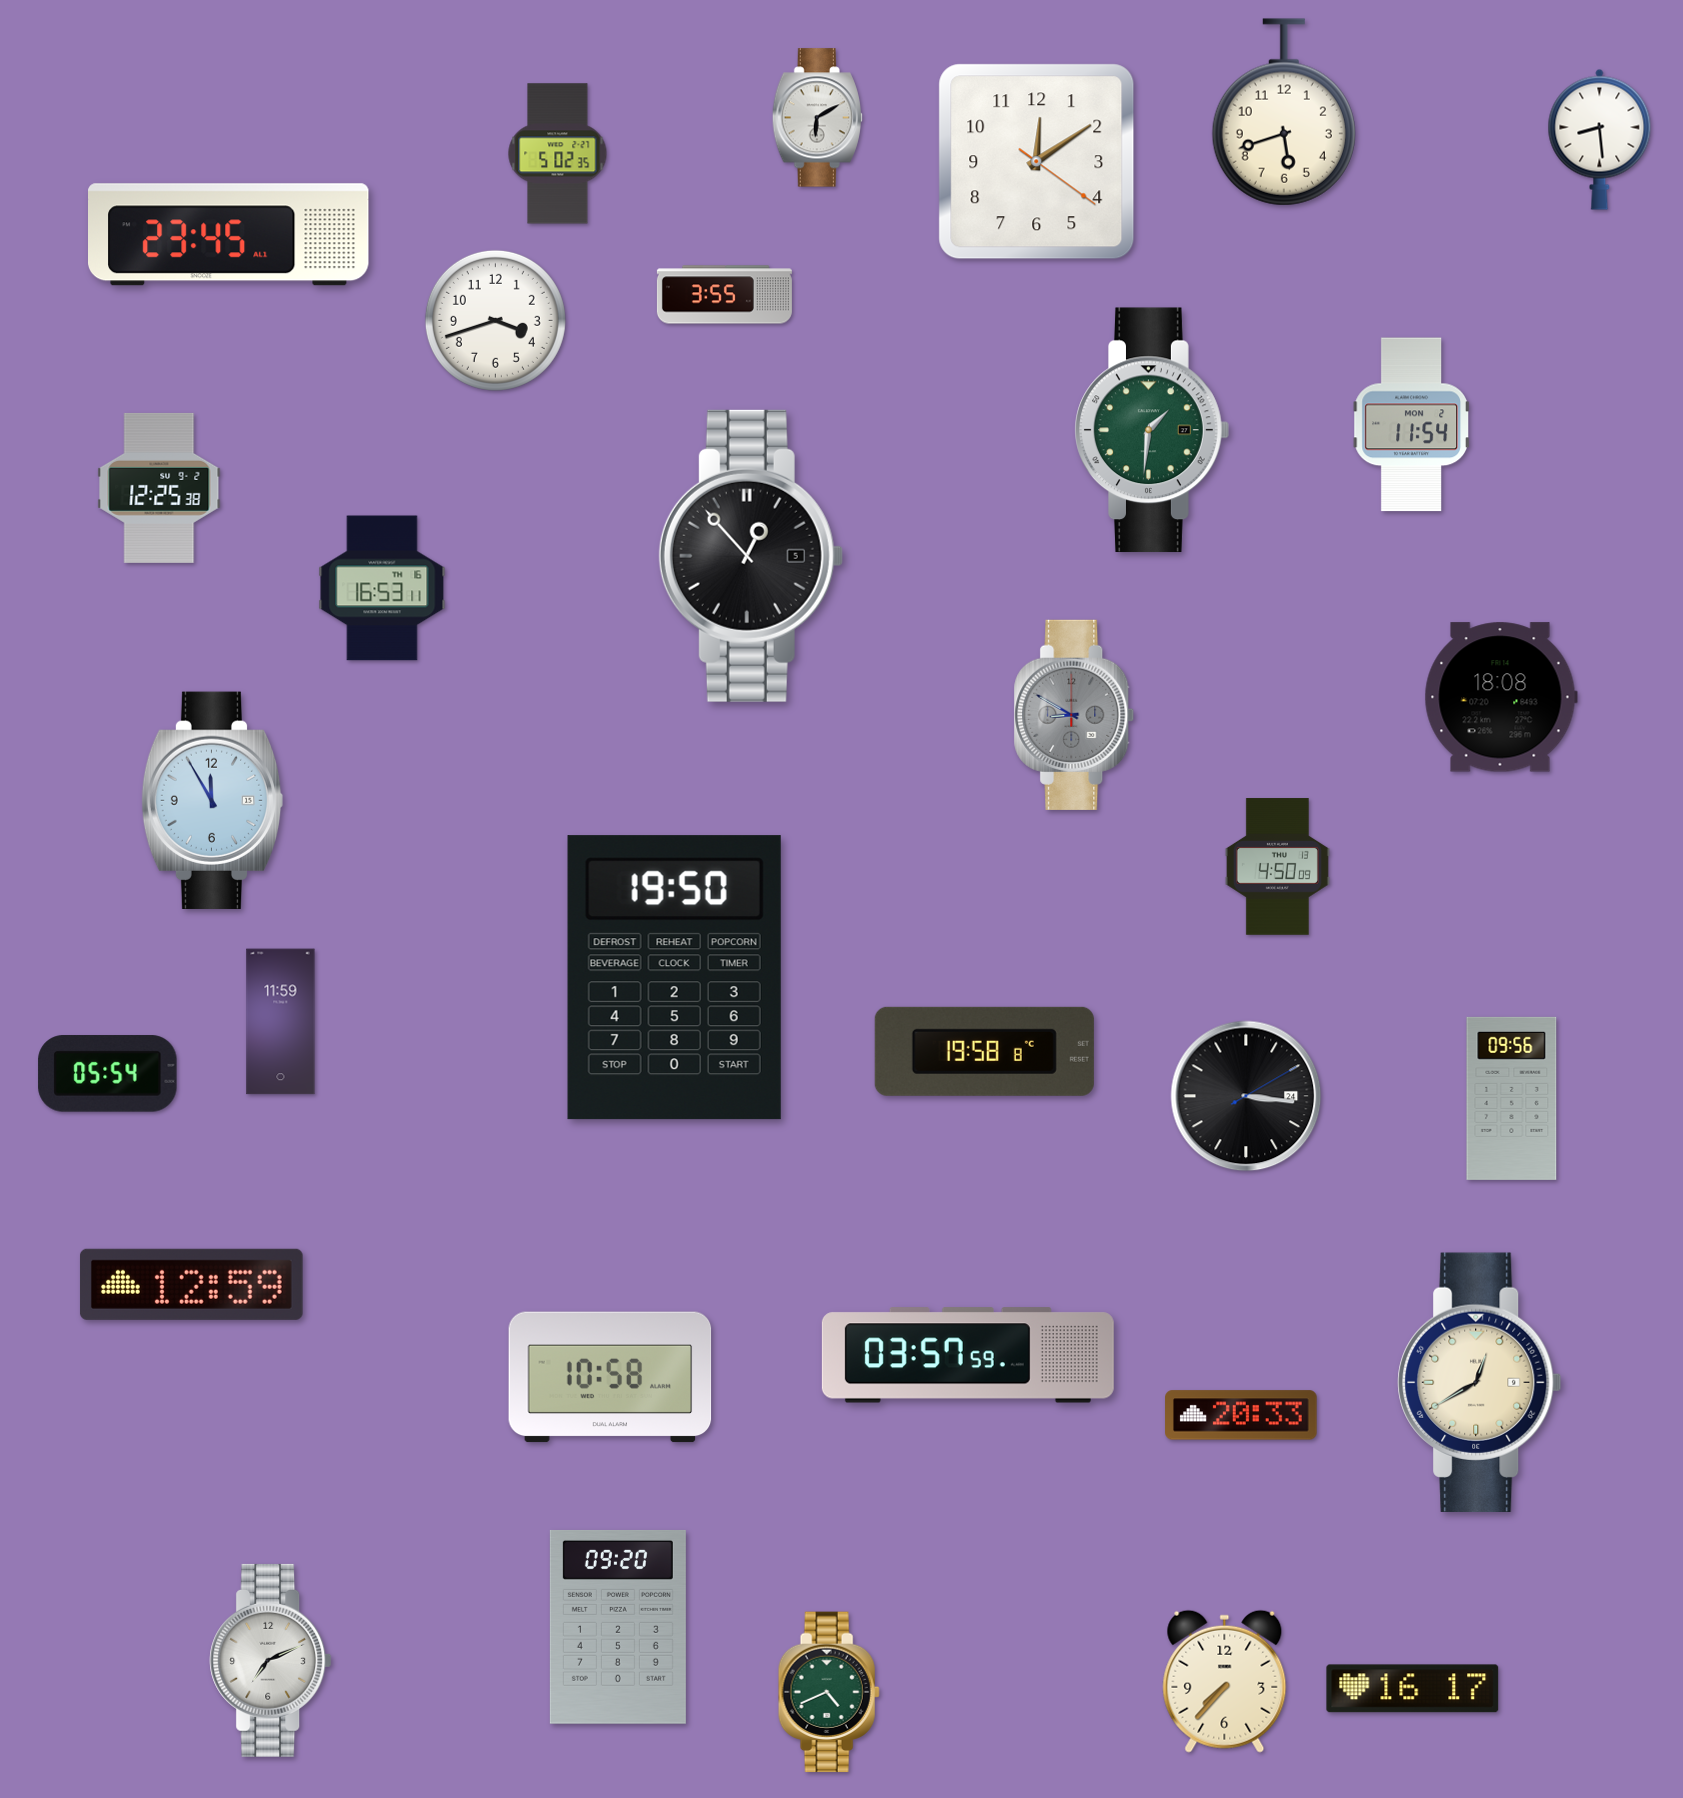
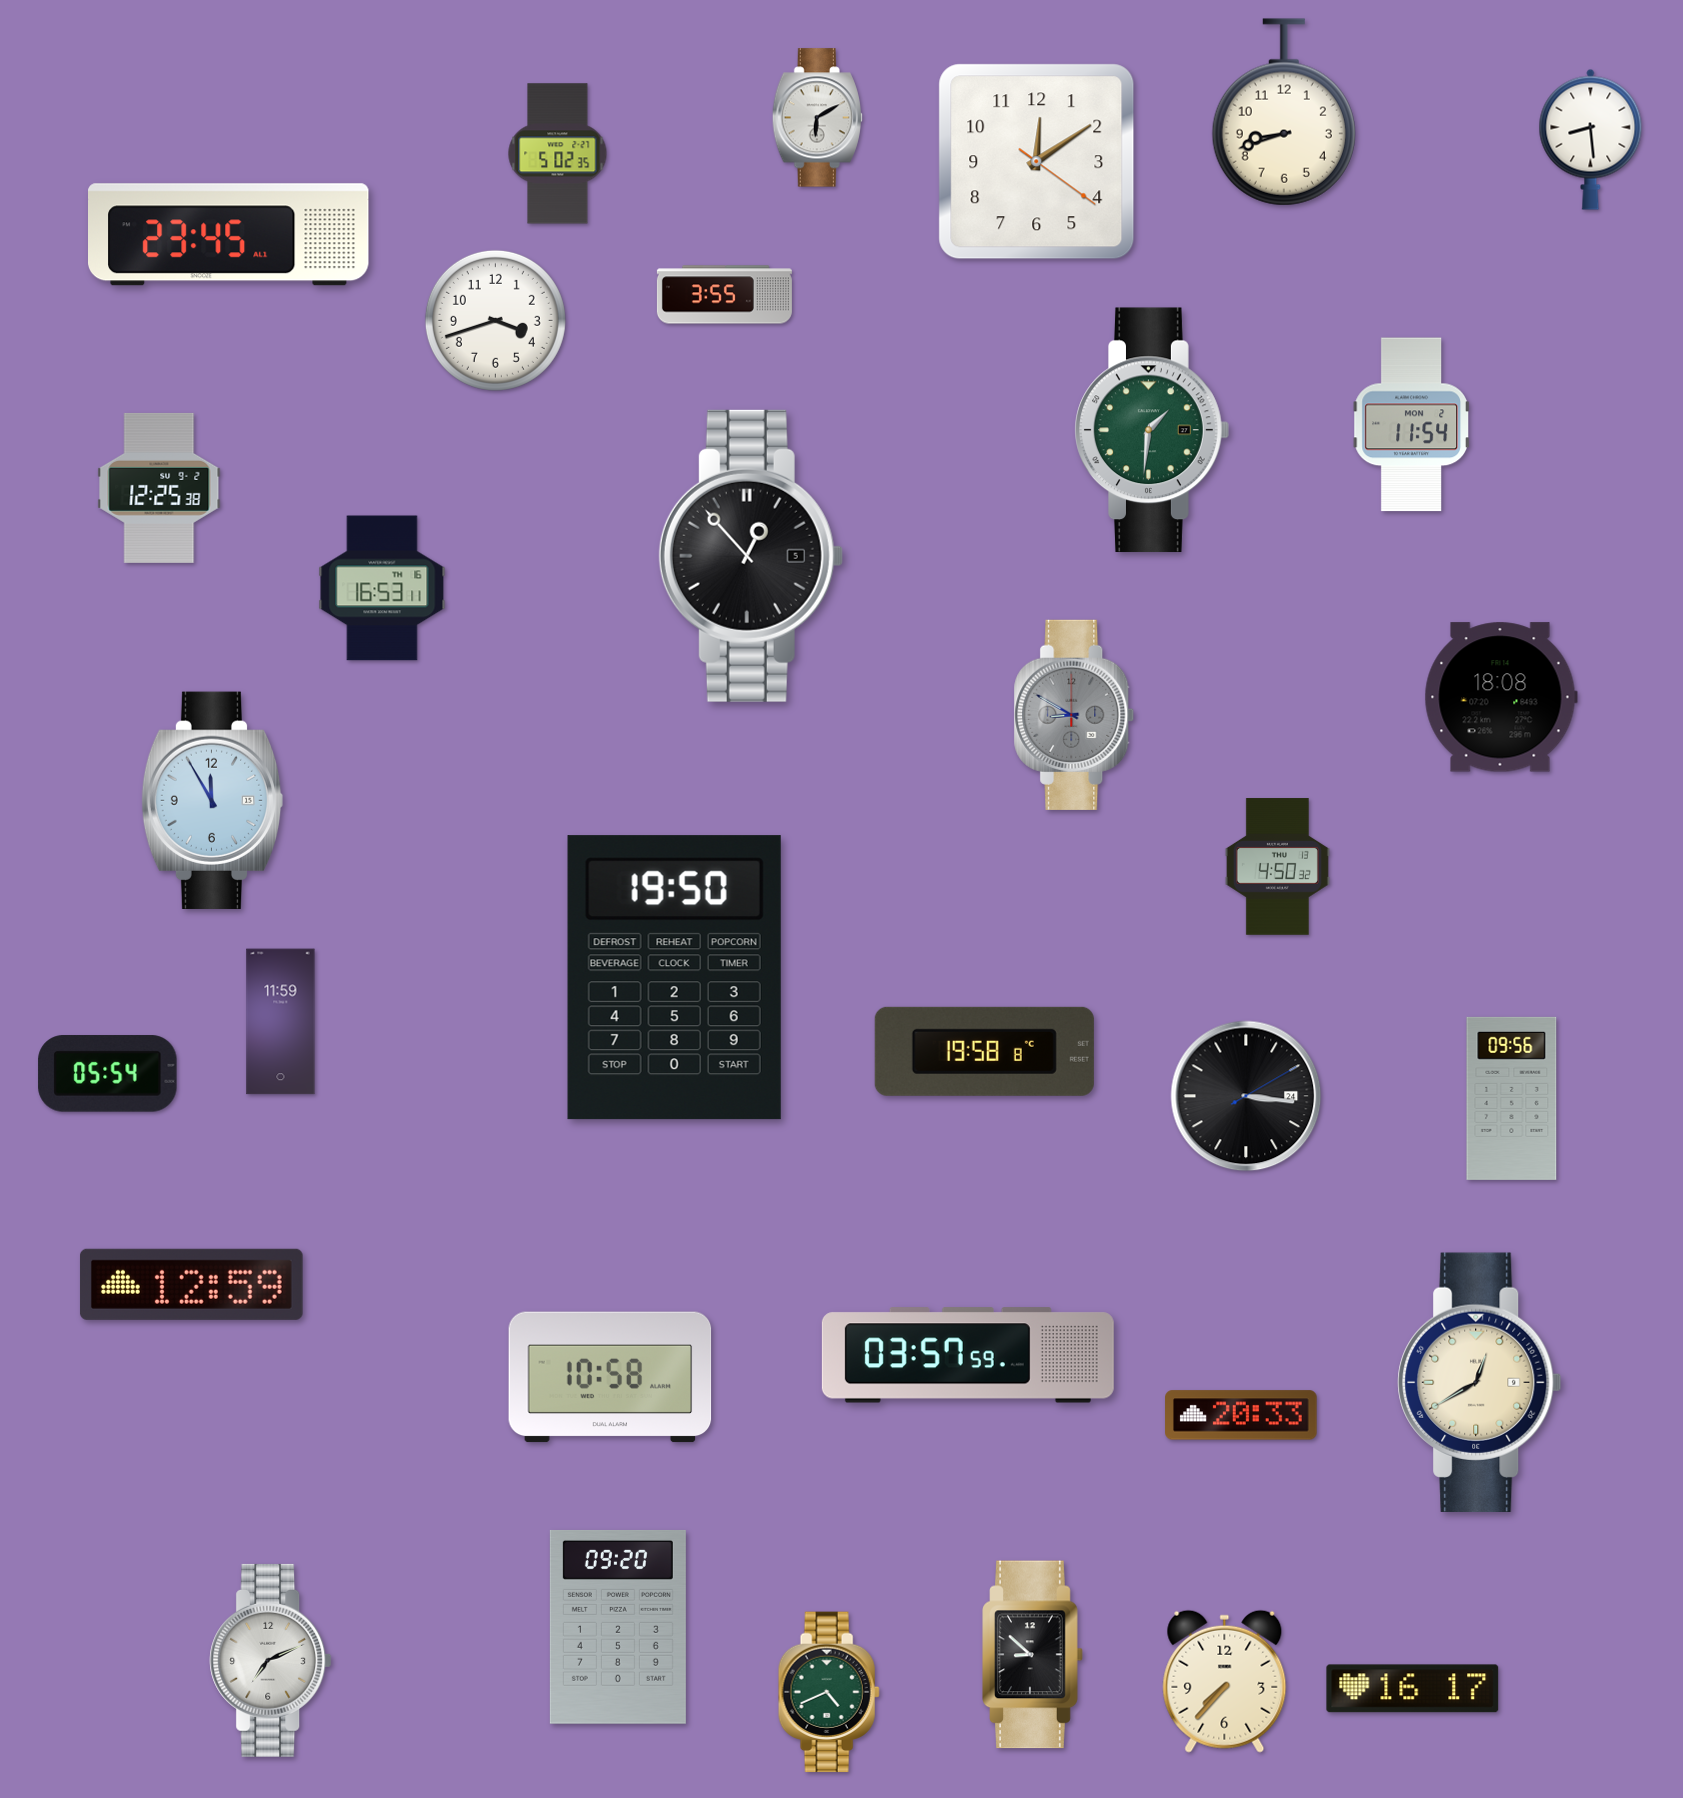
clock at (1284, 112): 5:42 -> 8:42
clock at (1600, 139) position: (1600, 139) -> (1591, 139)
clock at (1277, 867): 4:50:09 -> 4:50:32
clock at (1033, 1655): none -> 8:52
